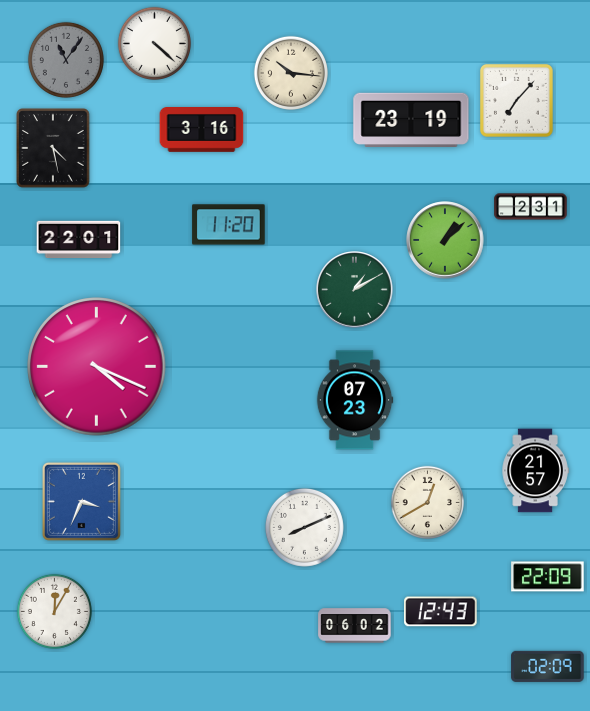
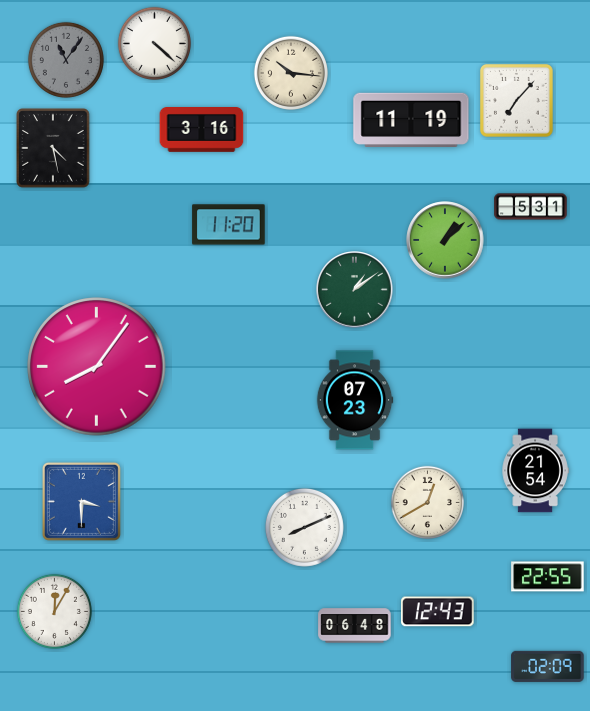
clock at (411, 120): 23:19 -> 11:19
clock at (531, 207): 2:31 -> 5:31
clock at (79, 240): 22:01 -> none
clock at (355, 290): 1:10 -> 1:09
clock at (97, 367): 4:19 -> 8:06
clock at (535, 471): 21:57 -> 21:54
clock at (81, 501): 3:34 -> 3:30
clock at (548, 577): 22:09 -> 22:55
clock at (441, 612) position: (441, 612) -> (438, 612)
clock at (355, 626): 06:02 -> 06:48
